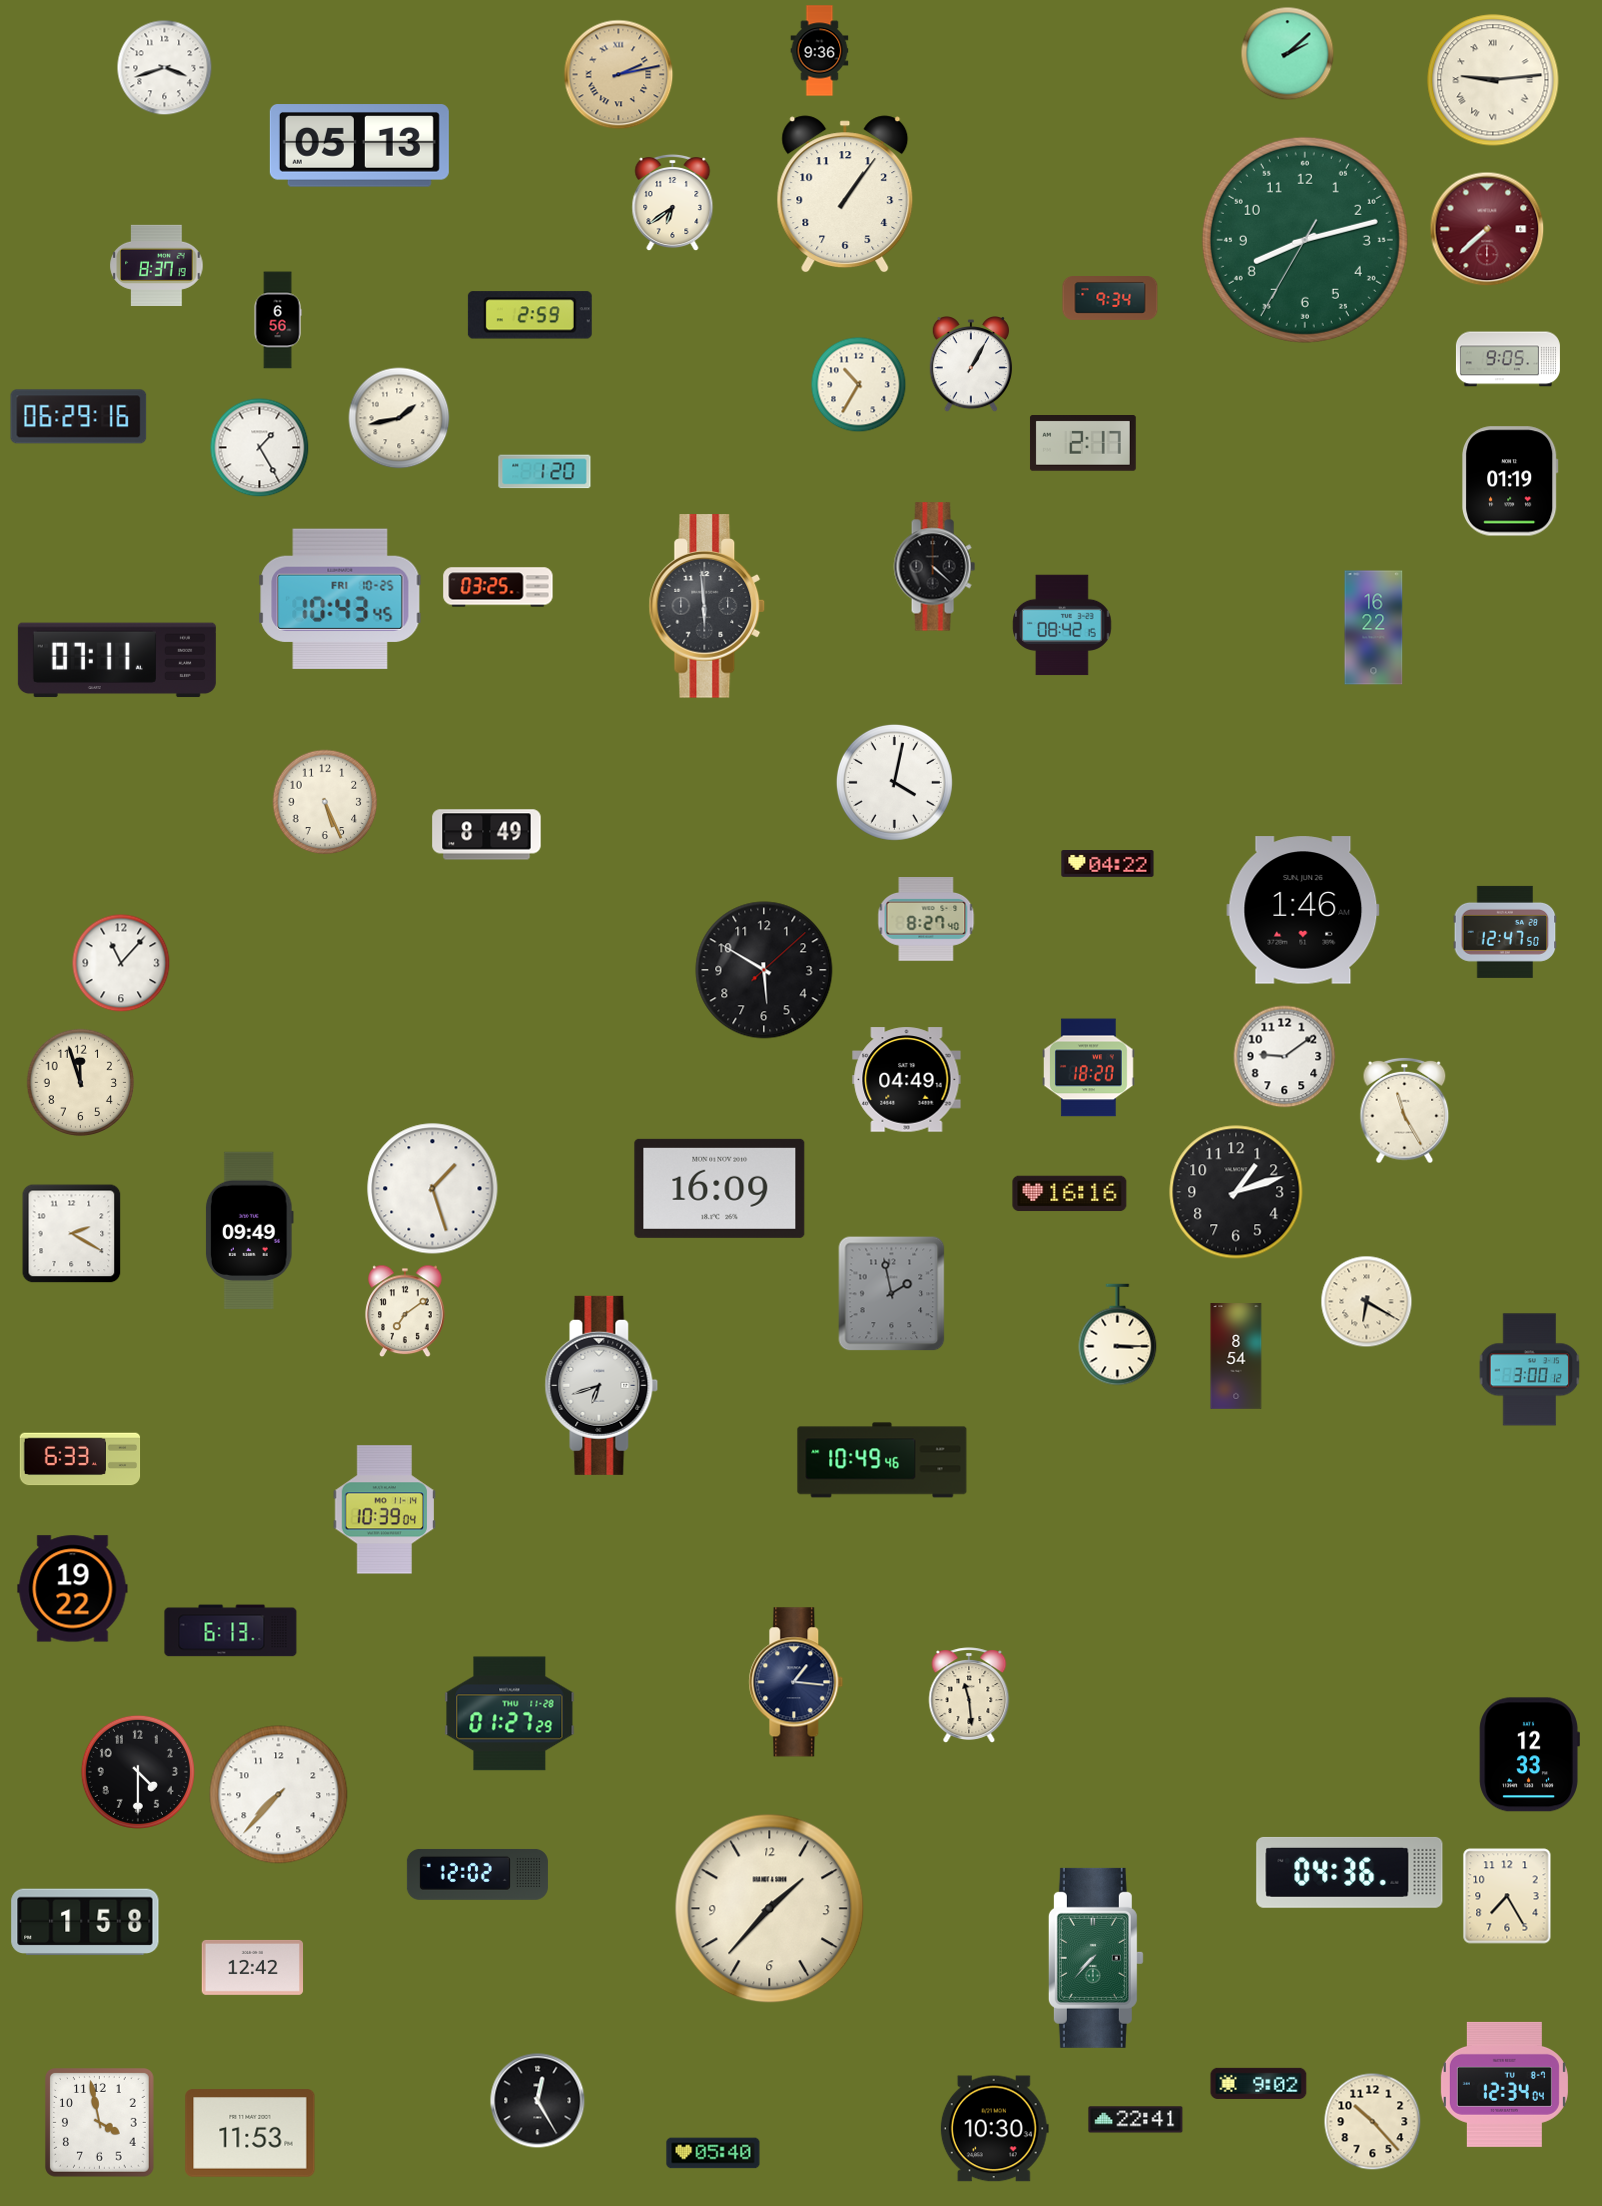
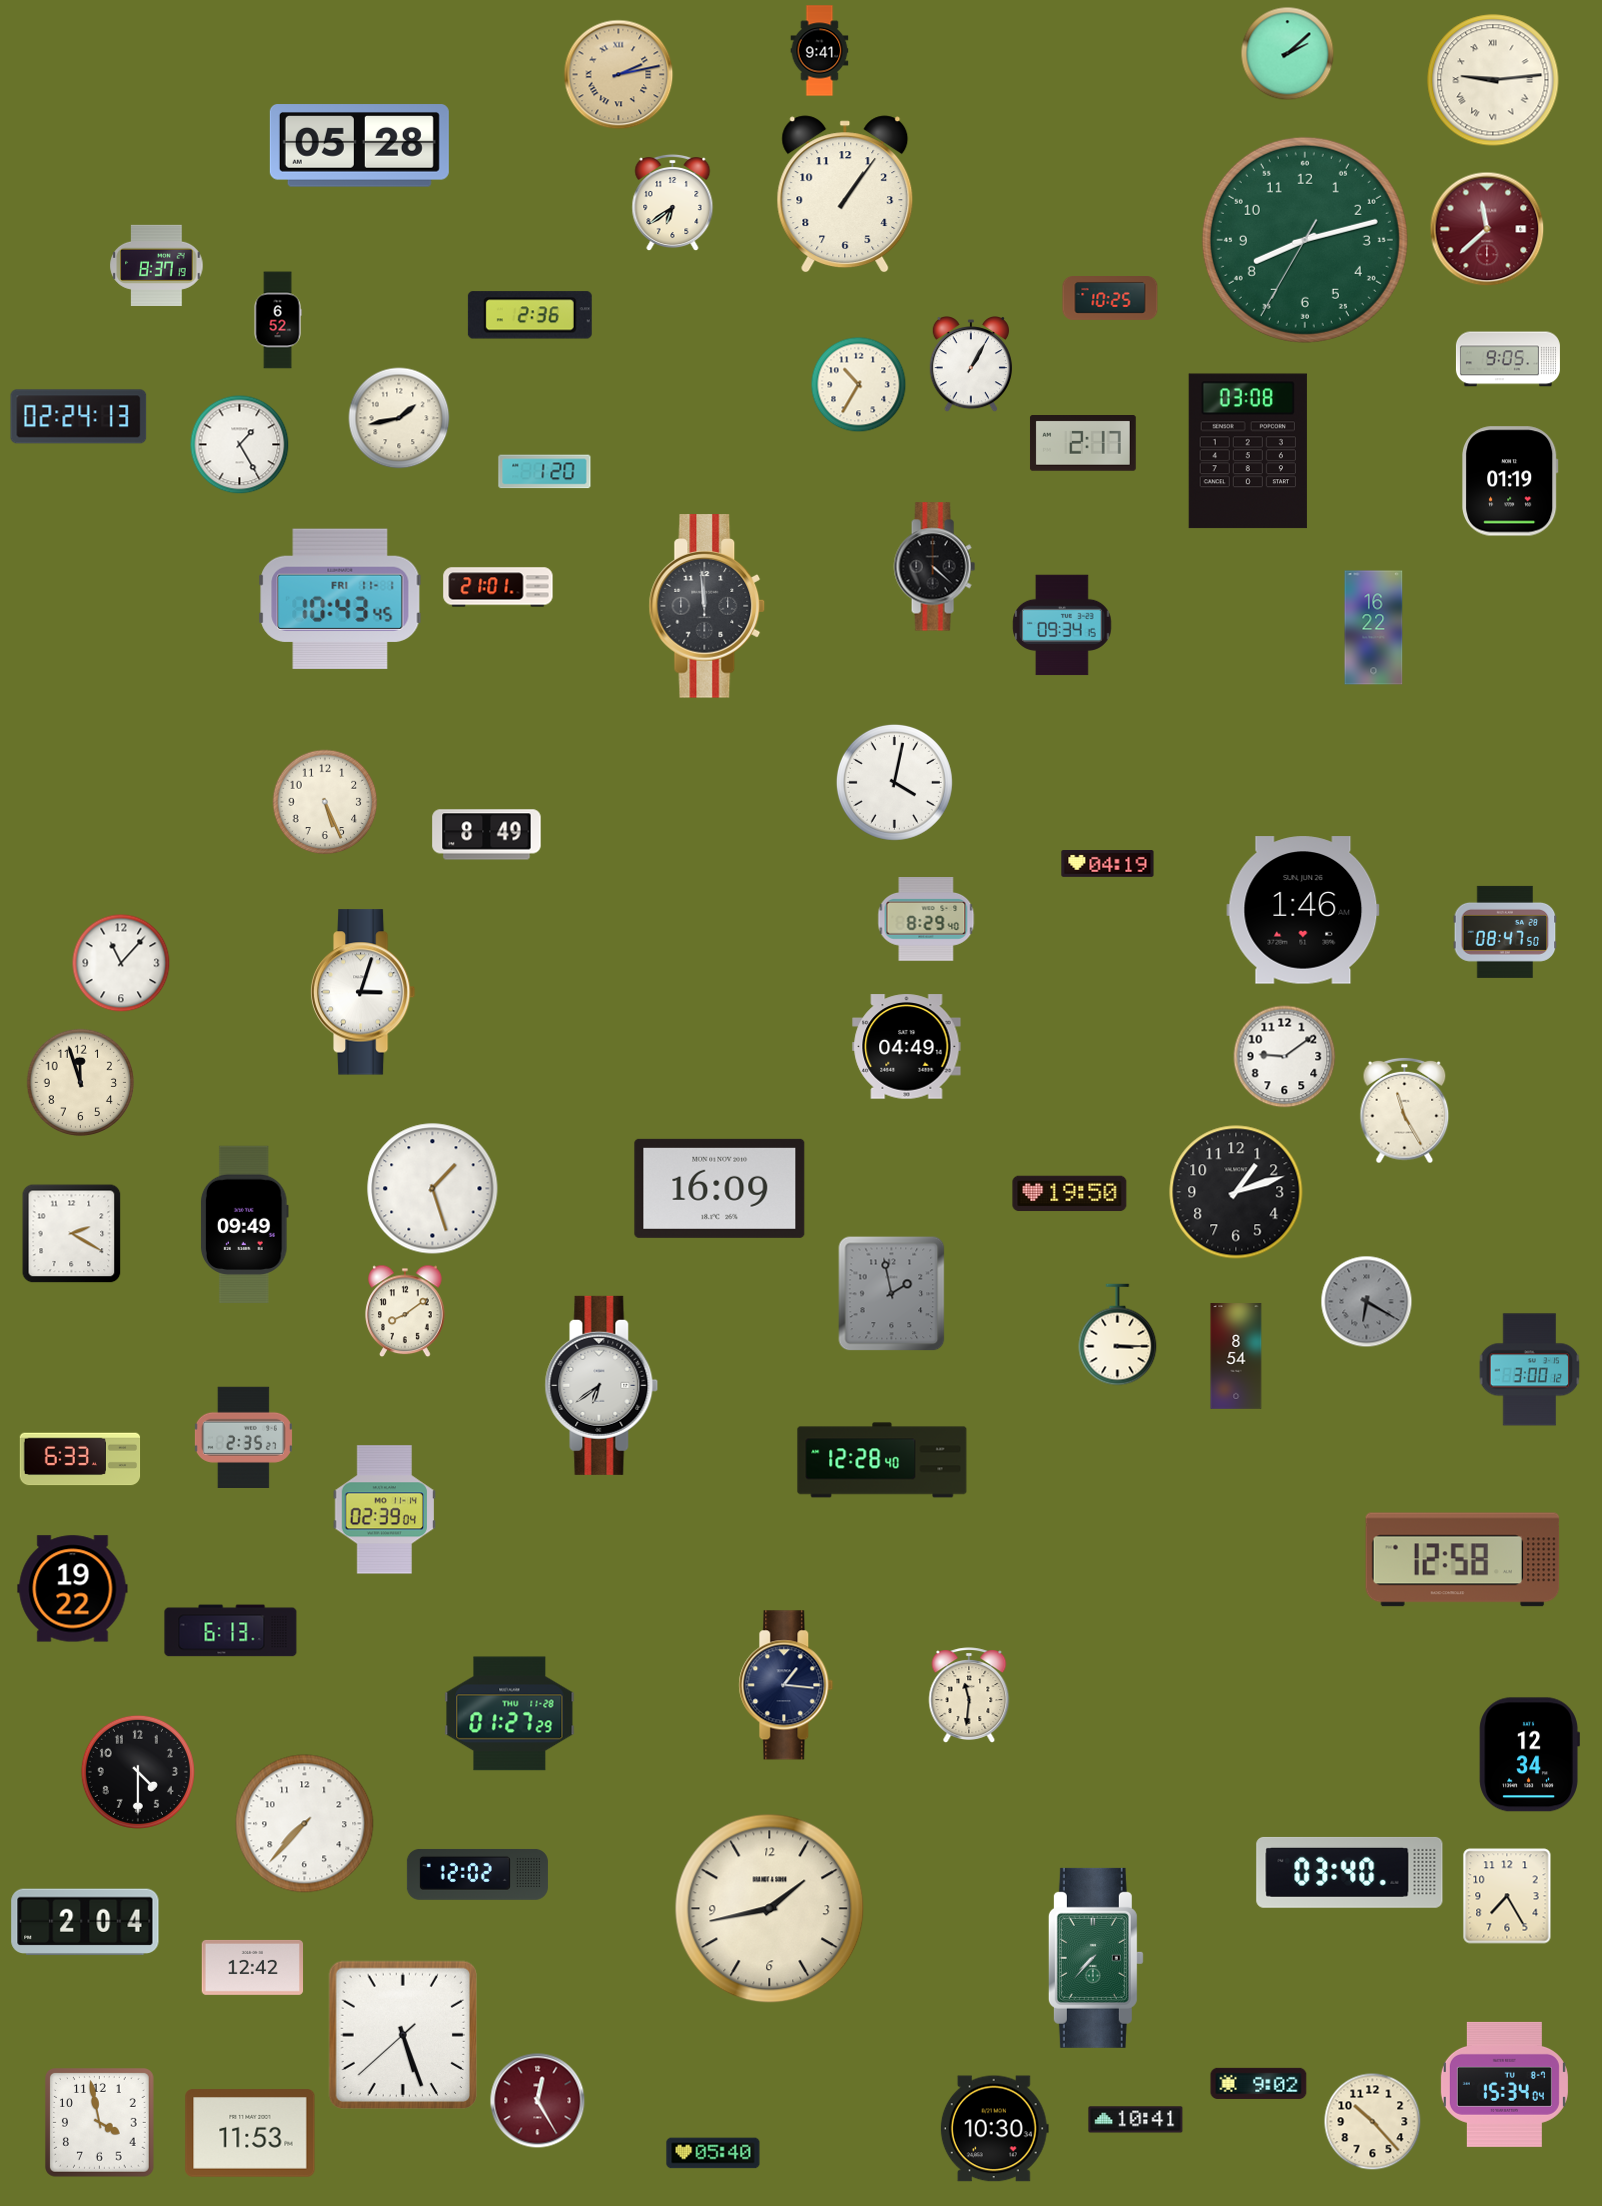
clock at (820, 51): 9:36 -> 9:41
clock at (165, 68): 3:42 -> none
clock at (359, 146): 05:13 -> 05:28
clock at (1487, 229): 7:38 -> 11:38
clock at (1110, 299): 9:34 -> 10:25
clock at (530, 315): 2:59 -> 2:36
clock at (278, 320): 6:56 -> 6:52
clock at (79, 417): 06:29 -> 02:24
clock at (260, 448) position: (260, 448) -> (240, 445)
clock at (1248, 451): none -> 03:08
clock at (498, 587): 03:25 -> 21:01
clock at (340, 599) date: FRI 10-25 -> FRI 11-1
clock at (707, 606): 5:59 -> 11:59
clock at (1062, 625): 08:42 -> 09:34
clock at (117, 660): 07:11 -> none
clock at (1108, 864): 04:22 -> 04:19
clock at (926, 920): 8:27 -> 8:29
clock at (1505, 932): 12:47 -> 08:47
clock at (764, 970): 5:50 -> none
clock at (363, 992): none -> 3:03
clock at (1089, 1068): 18:20 -> none
clock at (907, 1080) position: (907, 1080) -> (907, 1047)
clock at (1070, 1194): 16:16 -> 19:50
clock at (249, 1231) position: (249, 1231) -> (244, 1225)
clock at (1367, 1302) dial: cream -> grey
clock at (405, 1311): 7:09 -> 8:09
clock at (602, 1385): 6:42 -> 6:39
clock at (243, 1437): none -> 2:35
clock at (882, 1460): 10:49 -> 12:28
clock at (384, 1510): 10:39 -> 02:39
clock at (1463, 1560): none -> 12:58
clock at (796, 1682) position: (796, 1682) -> (786, 1685)
clock at (969, 1695): 11:29 -> 11:31
clock at (1529, 1755): 12:33 -> 12:34
clock at (279, 1795) position: (279, 1795) -> (305, 1824)
clock at (1350, 1872): 04:36 -> 03:40
clock at (770, 1909): 1:37 -> 1:43
clock at (85, 1922): 1:58 -> 2:04
clock at (402, 2034): none -> 5:26
clock at (1504, 2084): 12:34 -> 15:34
clock at (538, 2101) dial: black -> burgundy
clock at (1136, 2120): 22:41 -> 10:41
